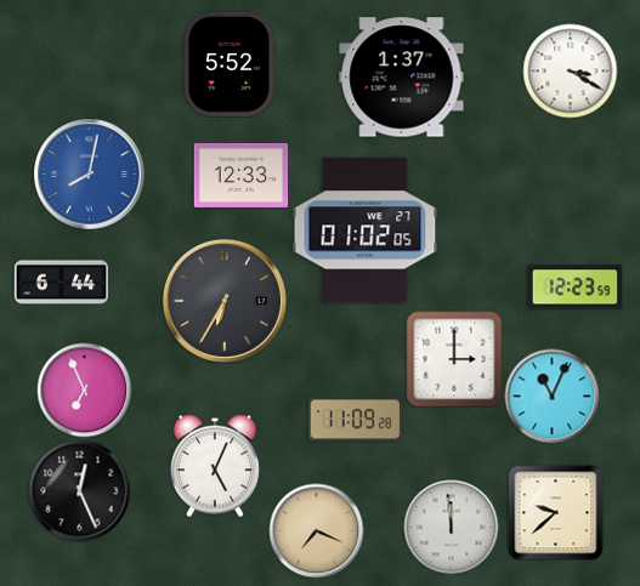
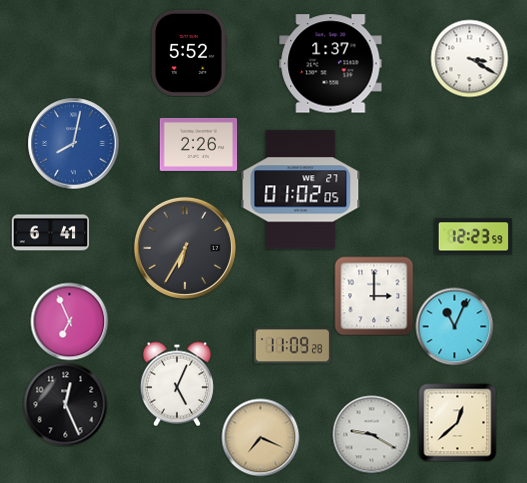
clock at (240, 175): 12:33 -> 2:26
clock at (61, 283): 6:44 -> 6:41
clock at (555, 512): 9:38 -> 12:38
clock at (451, 527): 11:59 -> 9:20
